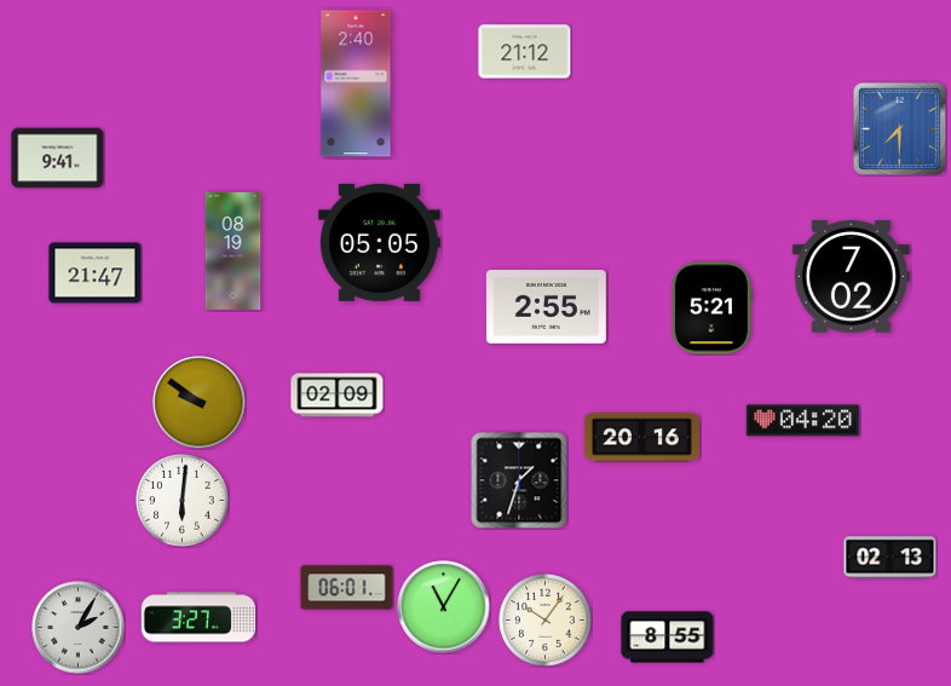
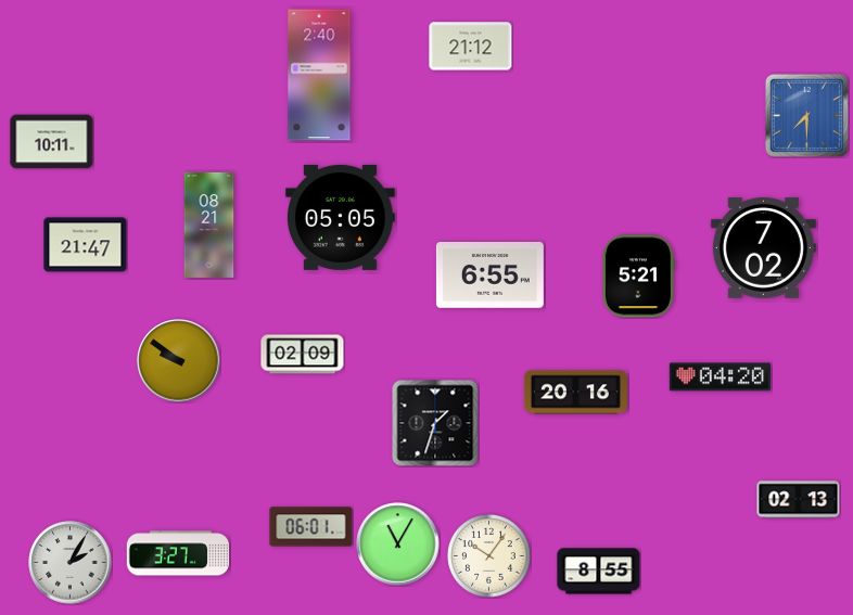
clock at (58, 158): 9:41 -> 10:11
clock at (234, 250): 08:19 -> 08:21
clock at (546, 307): 2:55 -> 6:55
clock at (519, 480) position: (519, 480) -> (435, 423)
clock at (183, 501): 6:01 -> none
